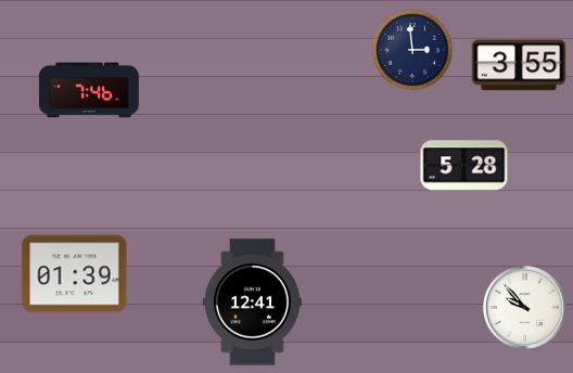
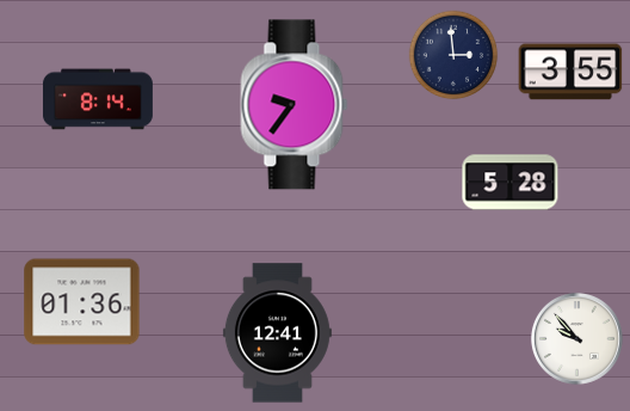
clock at (89, 90): 7:46 -> 8:14
clock at (295, 105): none -> 9:36
clock at (75, 274): 01:39 -> 01:36
